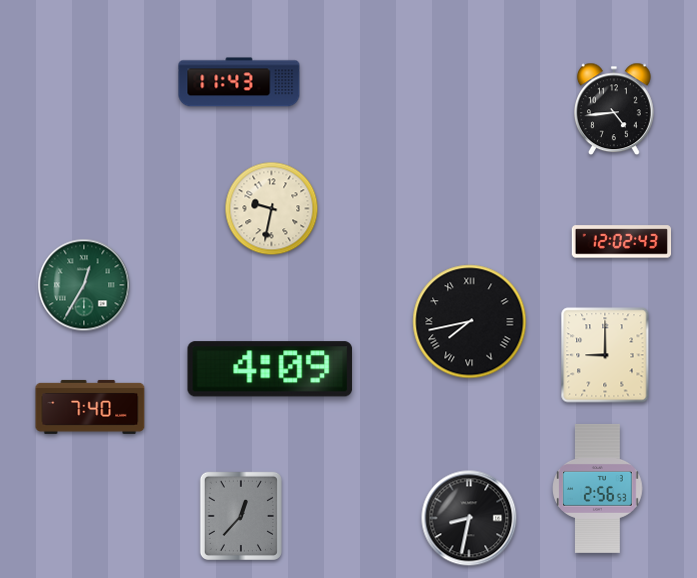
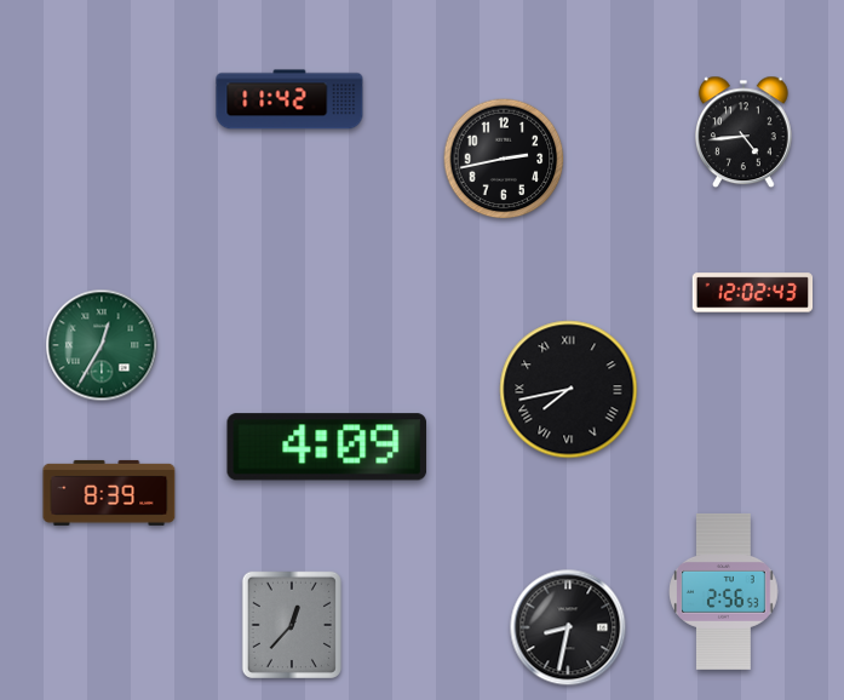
clock at (239, 82): 11:43 -> 11:42
clock at (504, 159): none -> 2:43
clock at (272, 209): 9:32 -> none
clock at (605, 355): 9:00 -> none
clock at (90, 407): 7:40 -> 8:39
